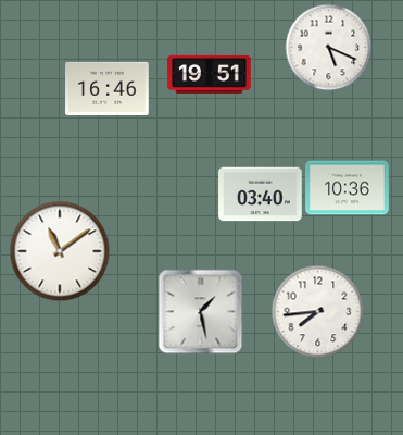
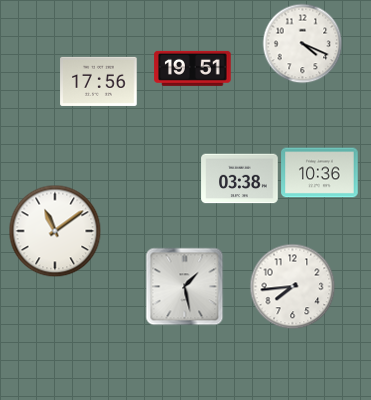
clock at (328, 47): 5:19 -> 4:19
clock at (108, 88): 16:46 -> 17:56
clock at (261, 195): 03:40 -> 03:38
